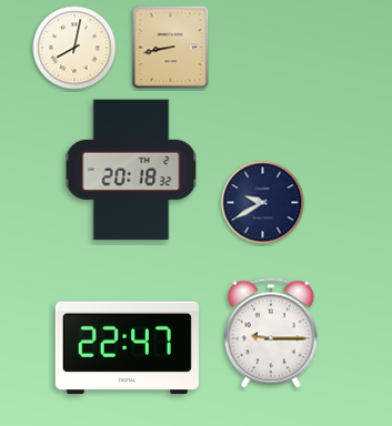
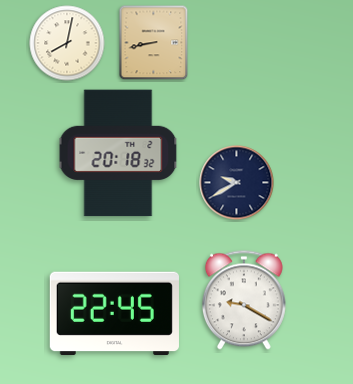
clock at (271, 333): 9:15 -> 9:20
clock at (127, 348): 22:47 -> 22:45
